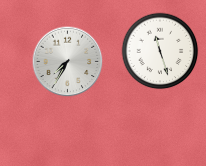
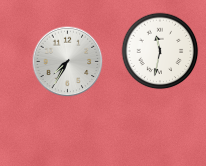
clock at (160, 51): 11:27 -> 11:32
